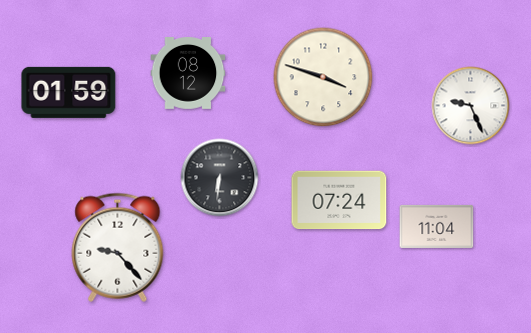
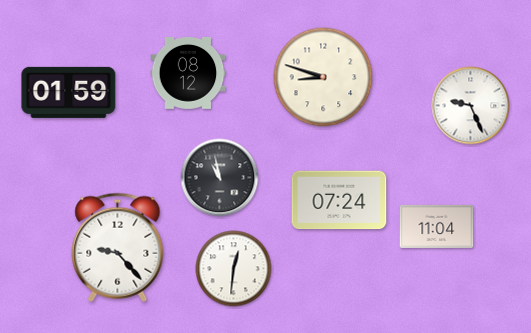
clock at (323, 77): 3:48 -> 8:48
clock at (220, 178): 6:31 -> 10:58
clock at (234, 269): none -> 12:31
